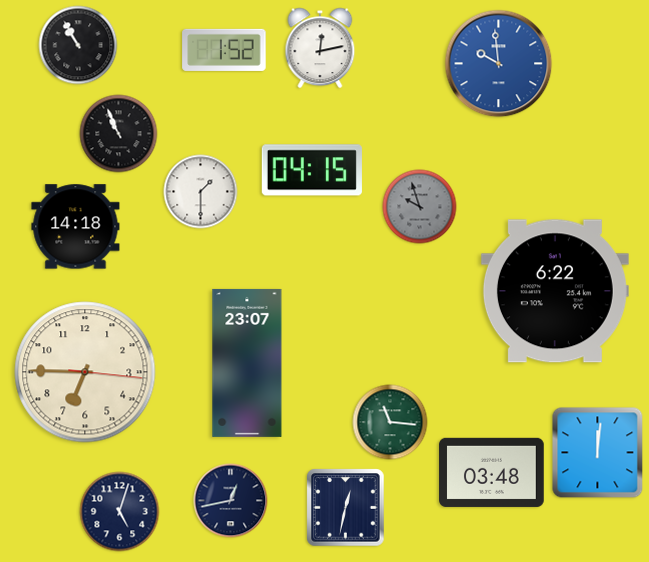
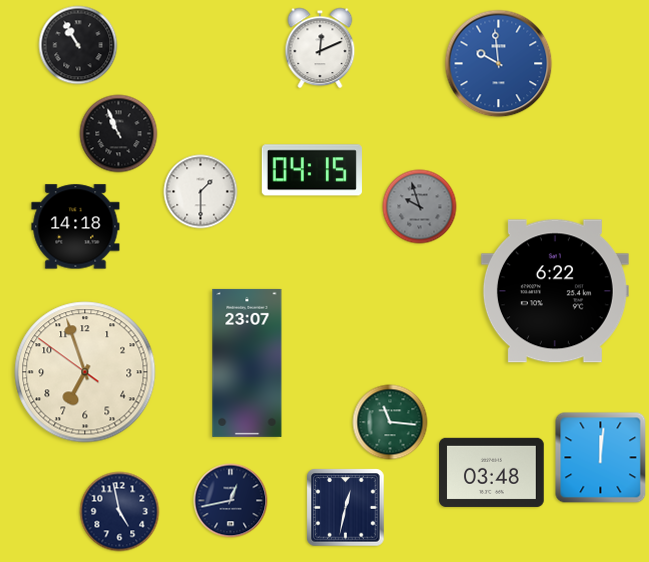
clock at (320, 48): 12:13 -> 12:11
clock at (224, 50): 1:52 -> none
clock at (85, 372): 6:45 -> 6:56
clock at (598, 453) position: (598, 453) -> (601, 458)
clock at (120, 512): 5:03 -> 4:58
